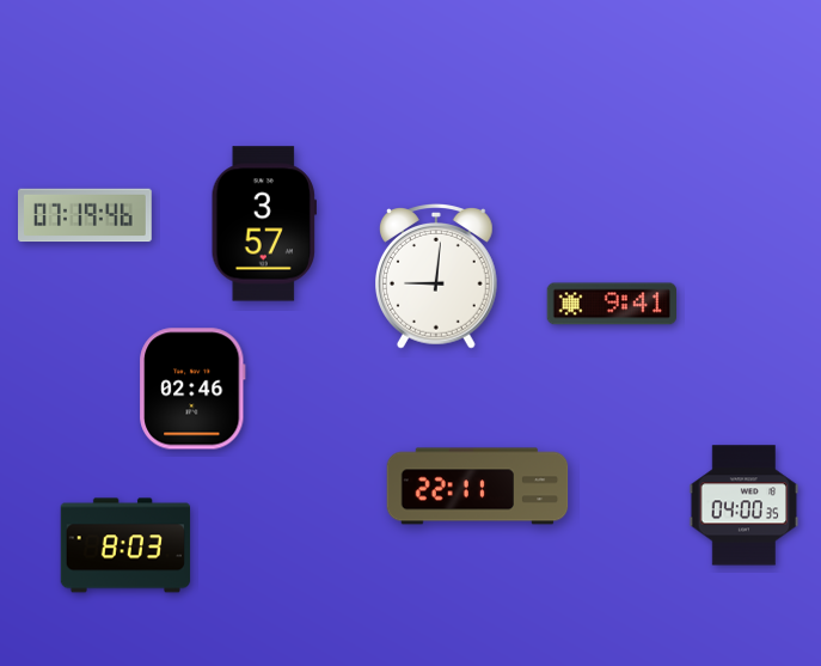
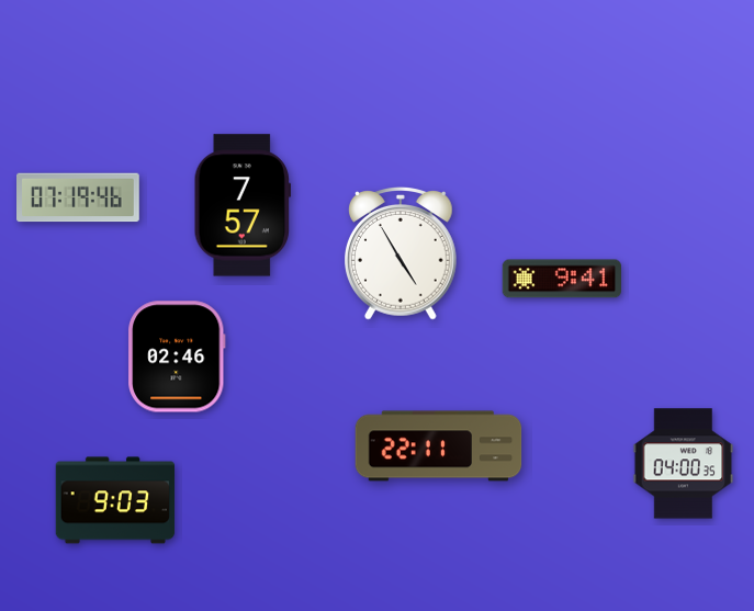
clock at (263, 224): 3:57 -> 7:57
clock at (437, 277): 9:01 -> 4:55
clock at (125, 545): 8:03 -> 9:03
